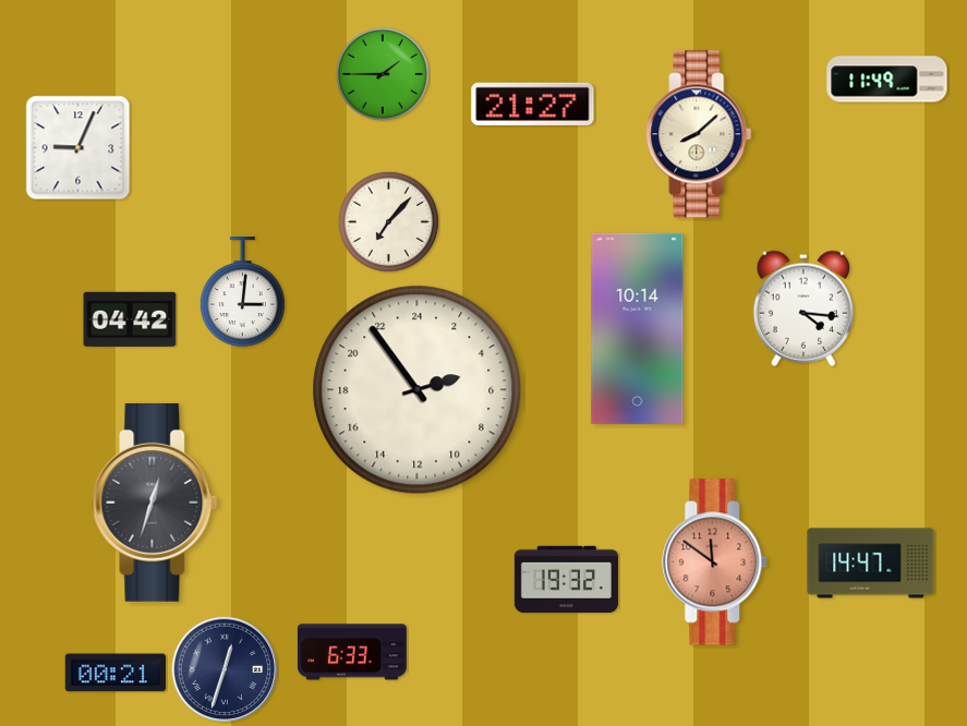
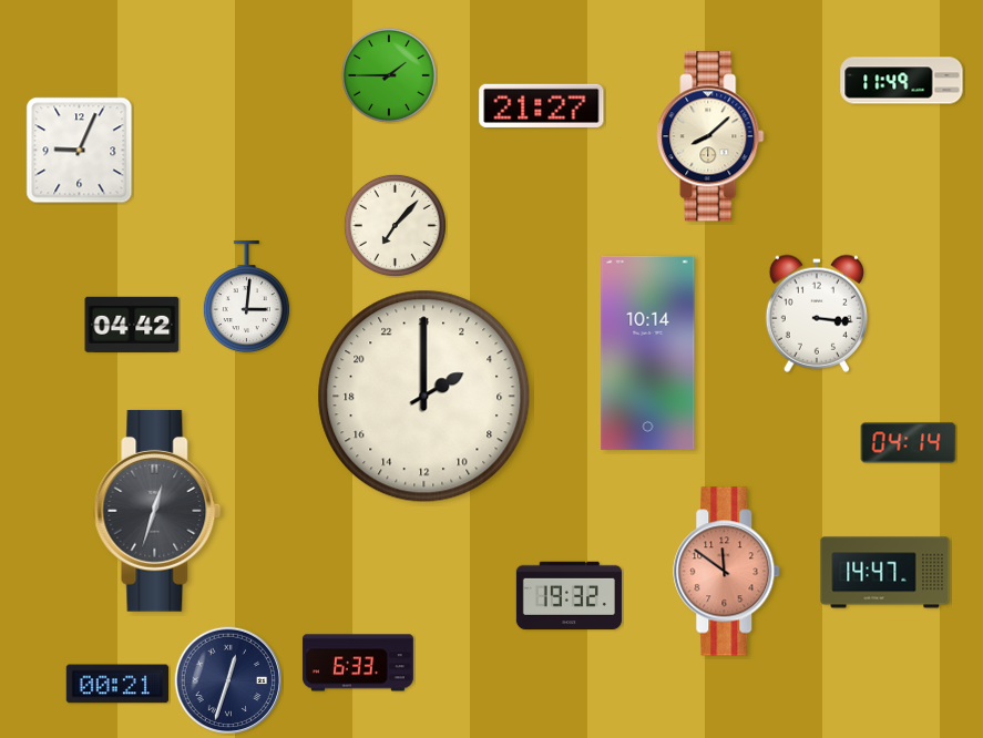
clock at (803, 308): 4:16 -> 3:16
clock at (638, 328) position: (638, 328) -> (648, 352)
clock at (418, 390): 4:54 -> 4:00
clock at (909, 443): none -> 04:14
clock at (566, 580) position: (566, 580) -> (569, 596)
